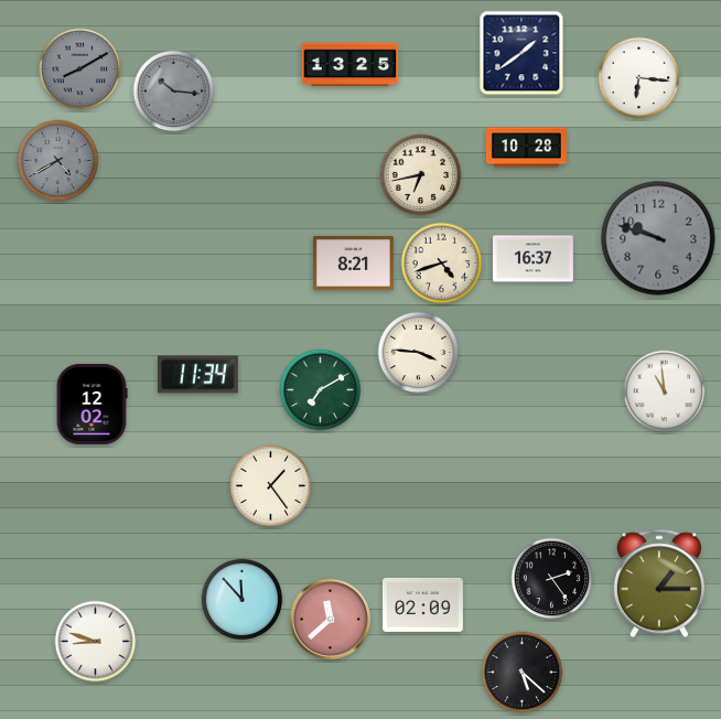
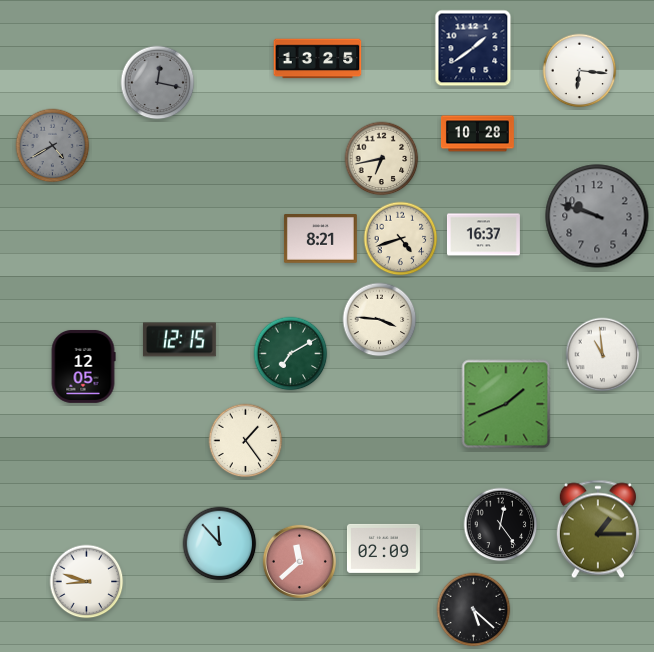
clock at (80, 69): 8:10 -> none
clock at (174, 92): 10:16 -> 12:17
clock at (197, 375): 11:34 -> 12:15
clock at (92, 404): 12:02 -> 12:05
clock at (506, 404): none -> 1:41
clock at (552, 579): 2:24 -> 12:24
